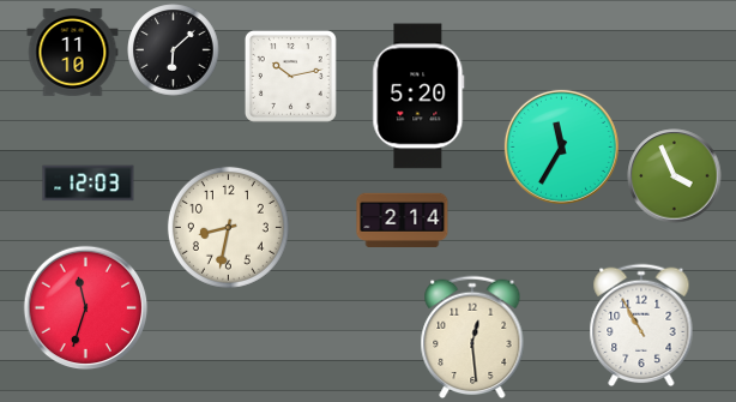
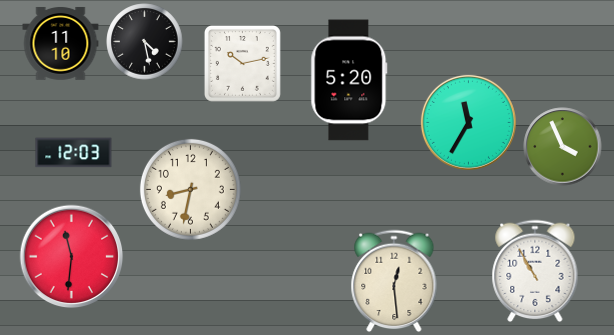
clock at (174, 50): 6:08 -> 4:28
clock at (403, 220): 2:14 -> none
clock at (86, 308): 11:33 -> 11:31
